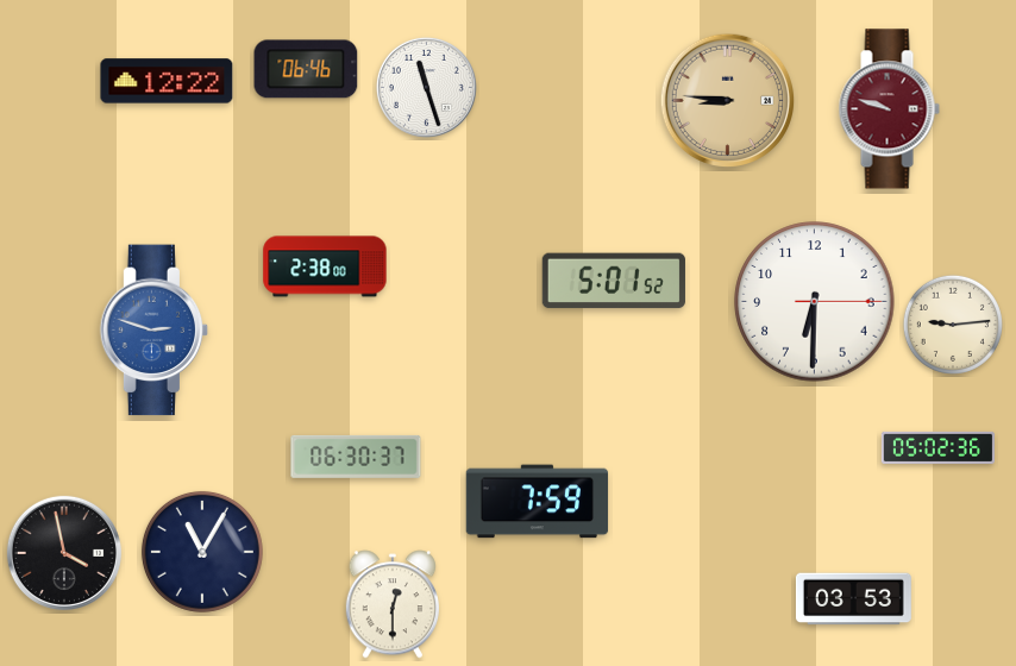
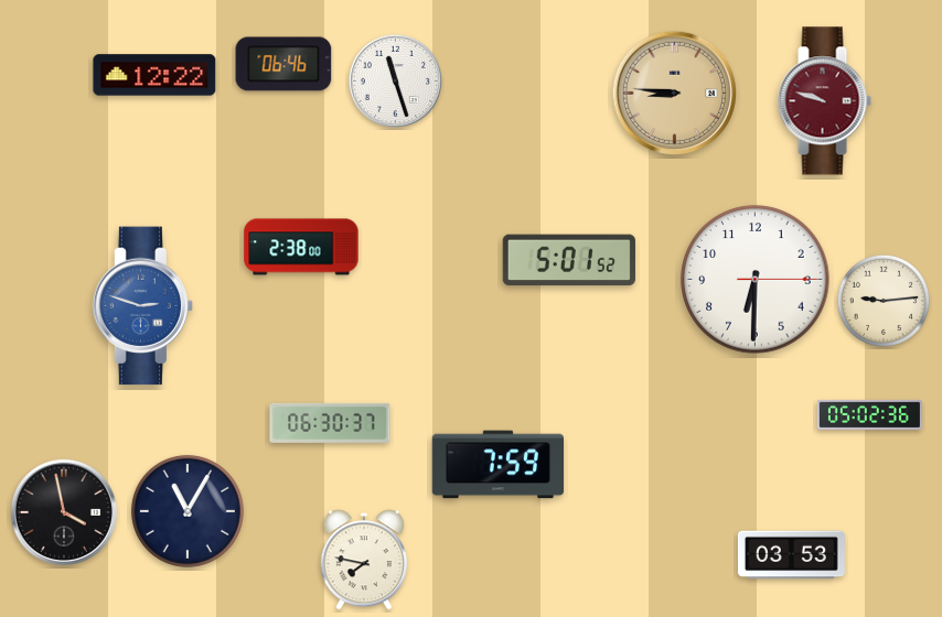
clock at (64, 553) position: (64, 553) -> (64, 512)
clock at (391, 604): 12:30 -> 7:47
